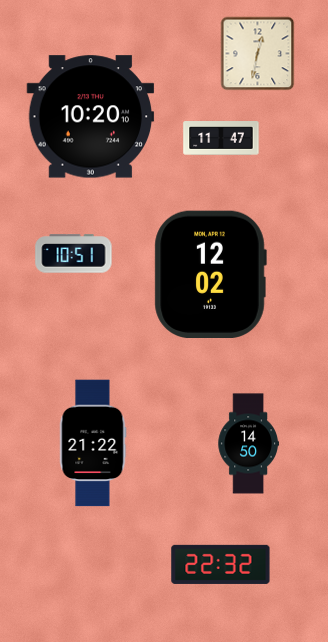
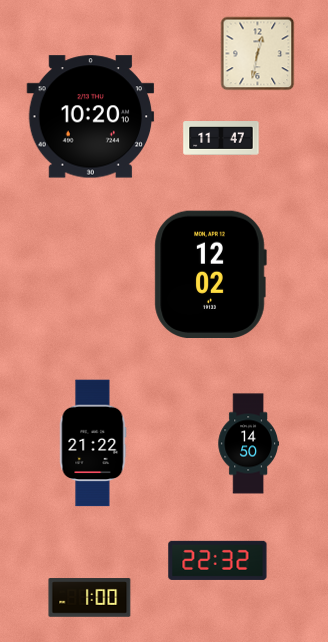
clock at (74, 254): 10:51 -> none
clock at (221, 564) position: (221, 564) -> (218, 560)
clock at (90, 598): none -> 1:00
